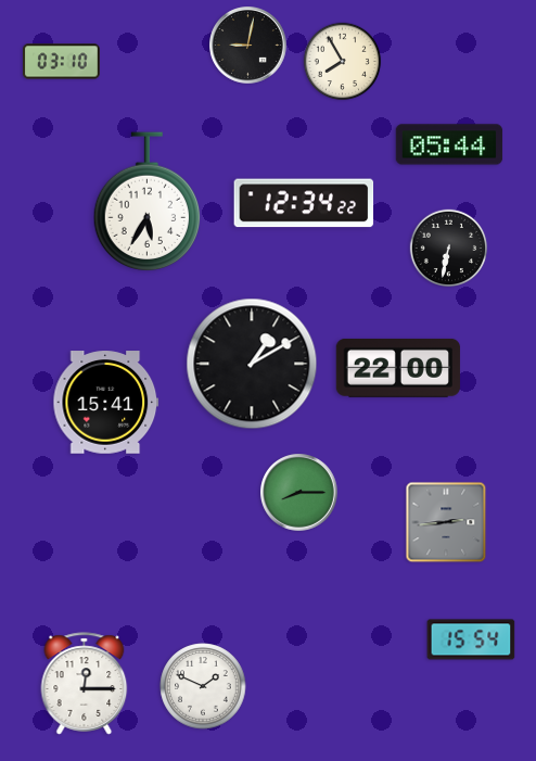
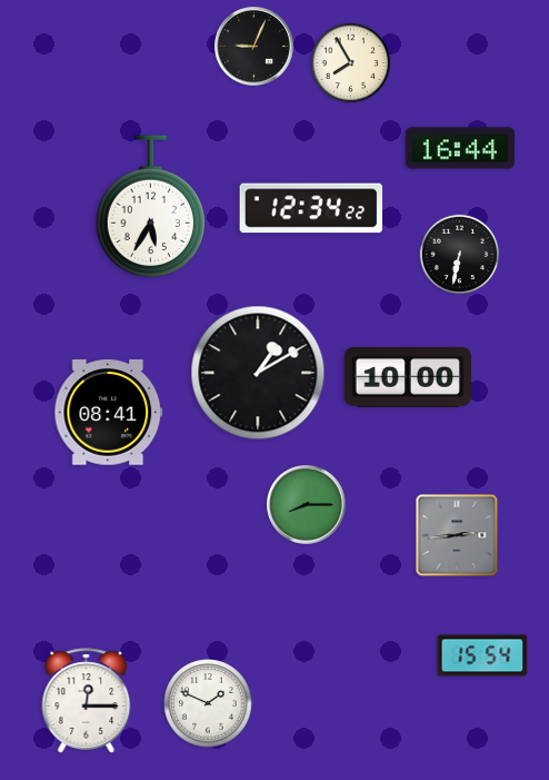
clock at (248, 46): 9:02 -> 9:04
clock at (62, 62): 03:10 -> none
clock at (449, 144): 05:44 -> 16:44
clock at (398, 368): 22:00 -> 10:00
clock at (106, 403): 15:41 -> 08:41
